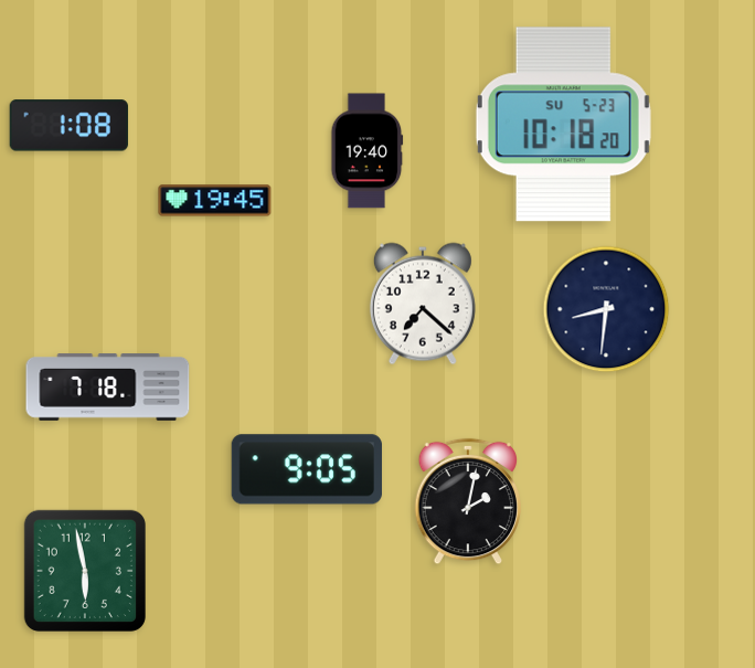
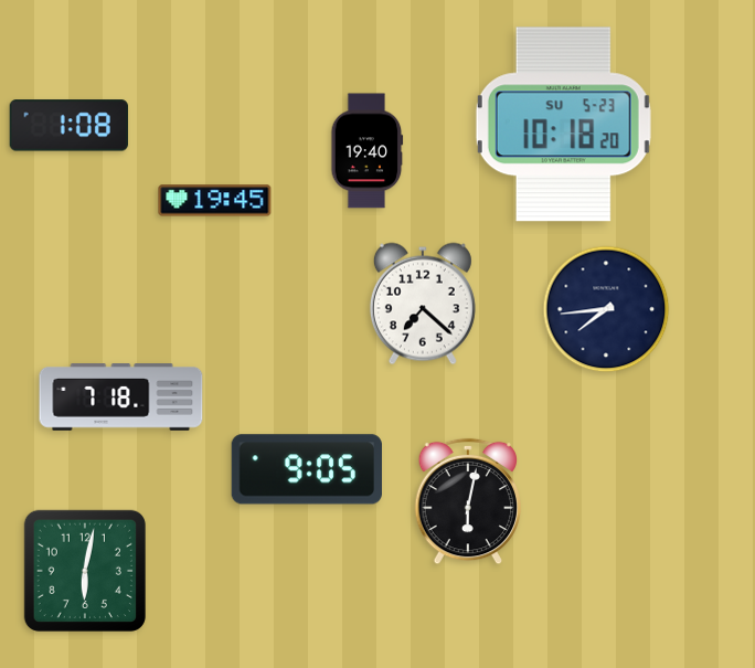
clock at (606, 309): 8:31 -> 7:44
clock at (108, 388) position: (108, 388) -> (121, 397)
clock at (468, 501): 2:02 -> 6:02
clock at (85, 571): 5:58 -> 6:02
